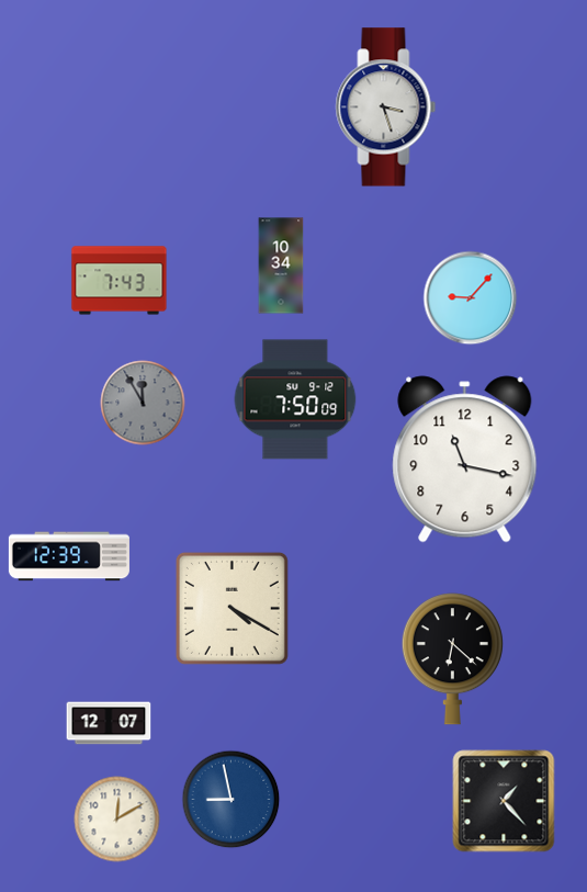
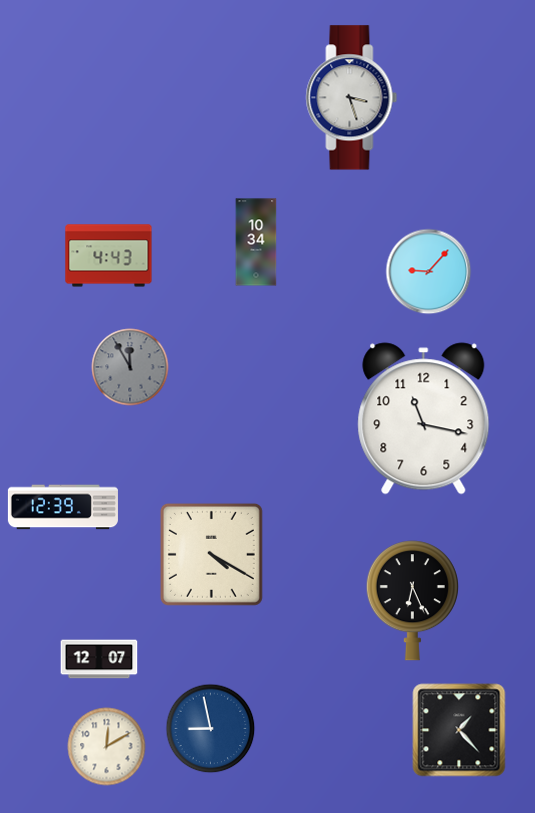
clock at (120, 281): 7:43 -> 4:43
clock at (295, 399): 7:50 -> none
clock at (452, 659): 6:22 -> 6:26
